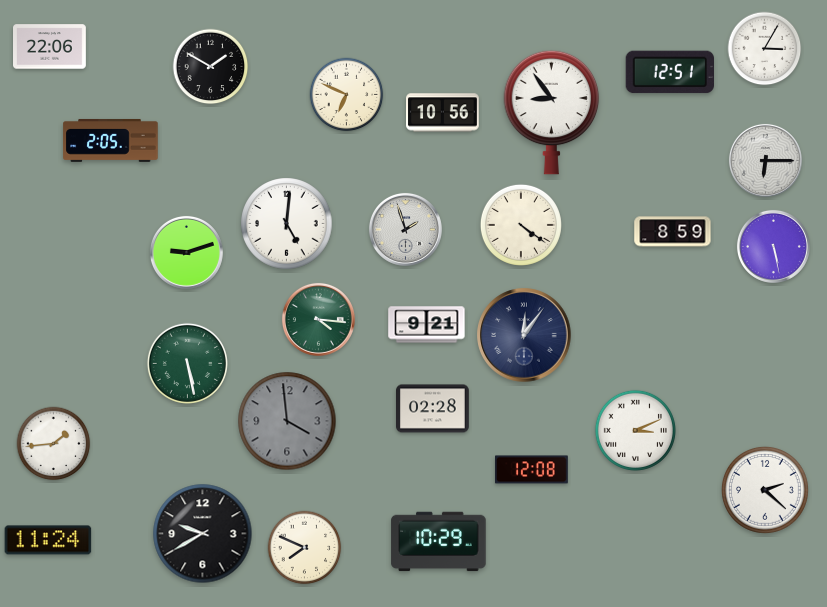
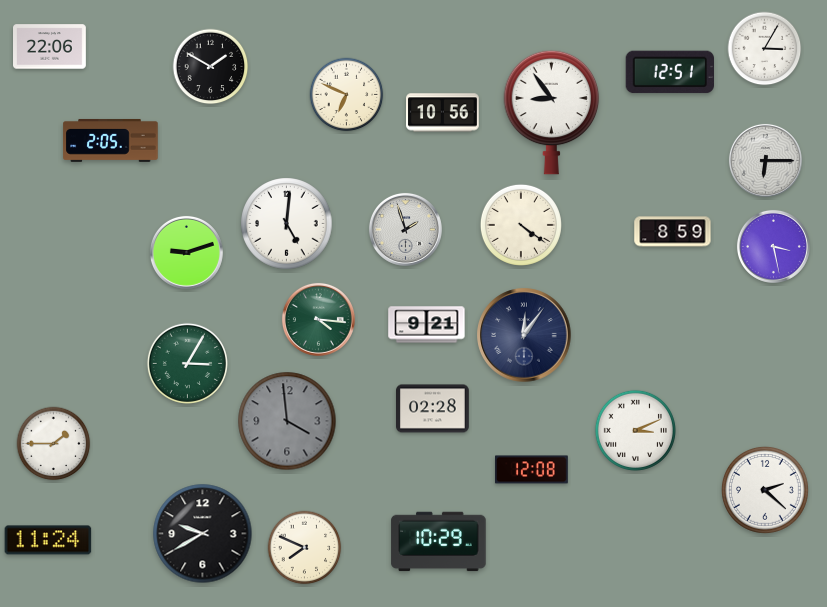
clock at (773, 246): 5:28 -> 3:28
clock at (187, 363): 5:28 -> 3:05
clock at (54, 444): 1:44 -> 1:45
